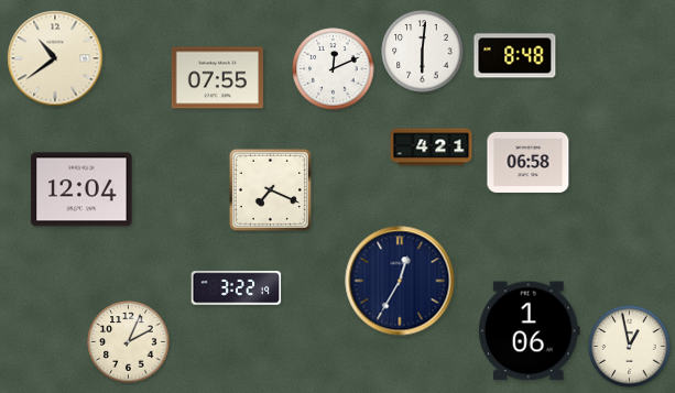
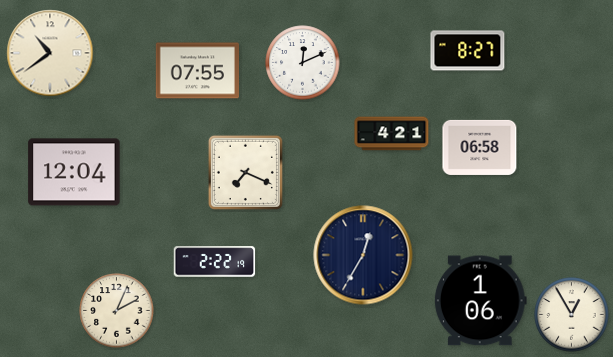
clock at (423, 52): 6:01 -> none
clock at (515, 56): 8:48 -> 8:27
clock at (237, 288): 3:22 -> 2:22
clock at (630, 347): 12:58 -> 12:55
